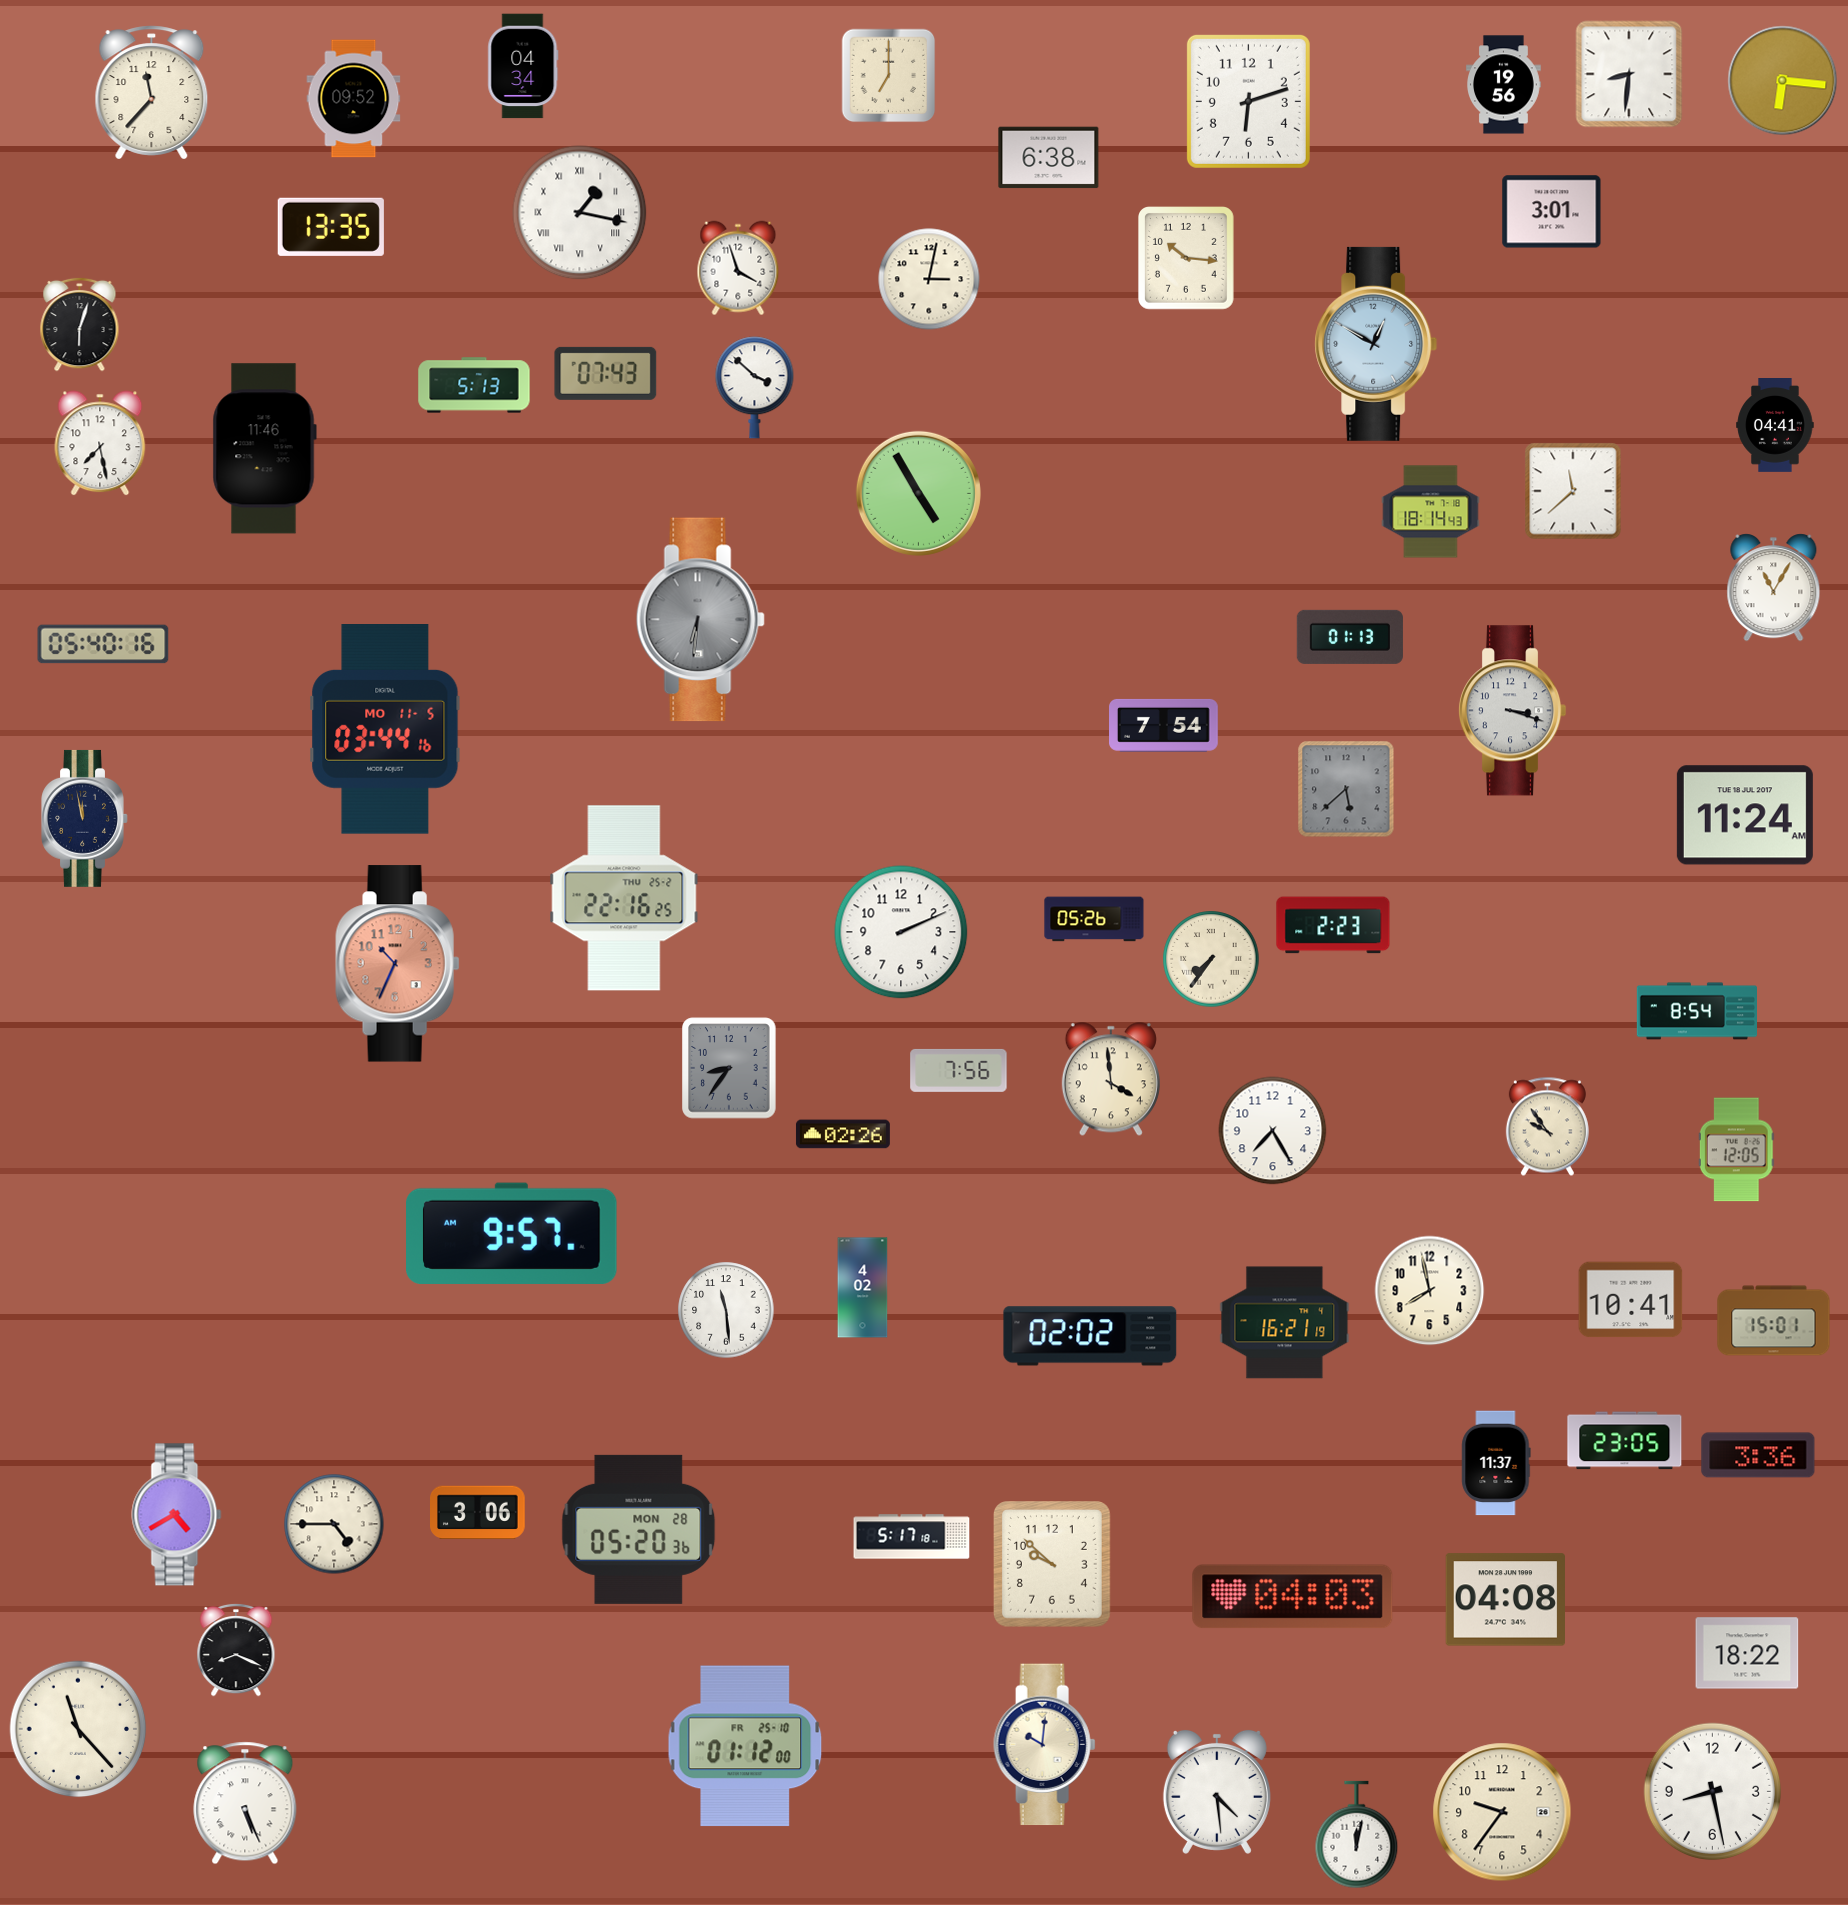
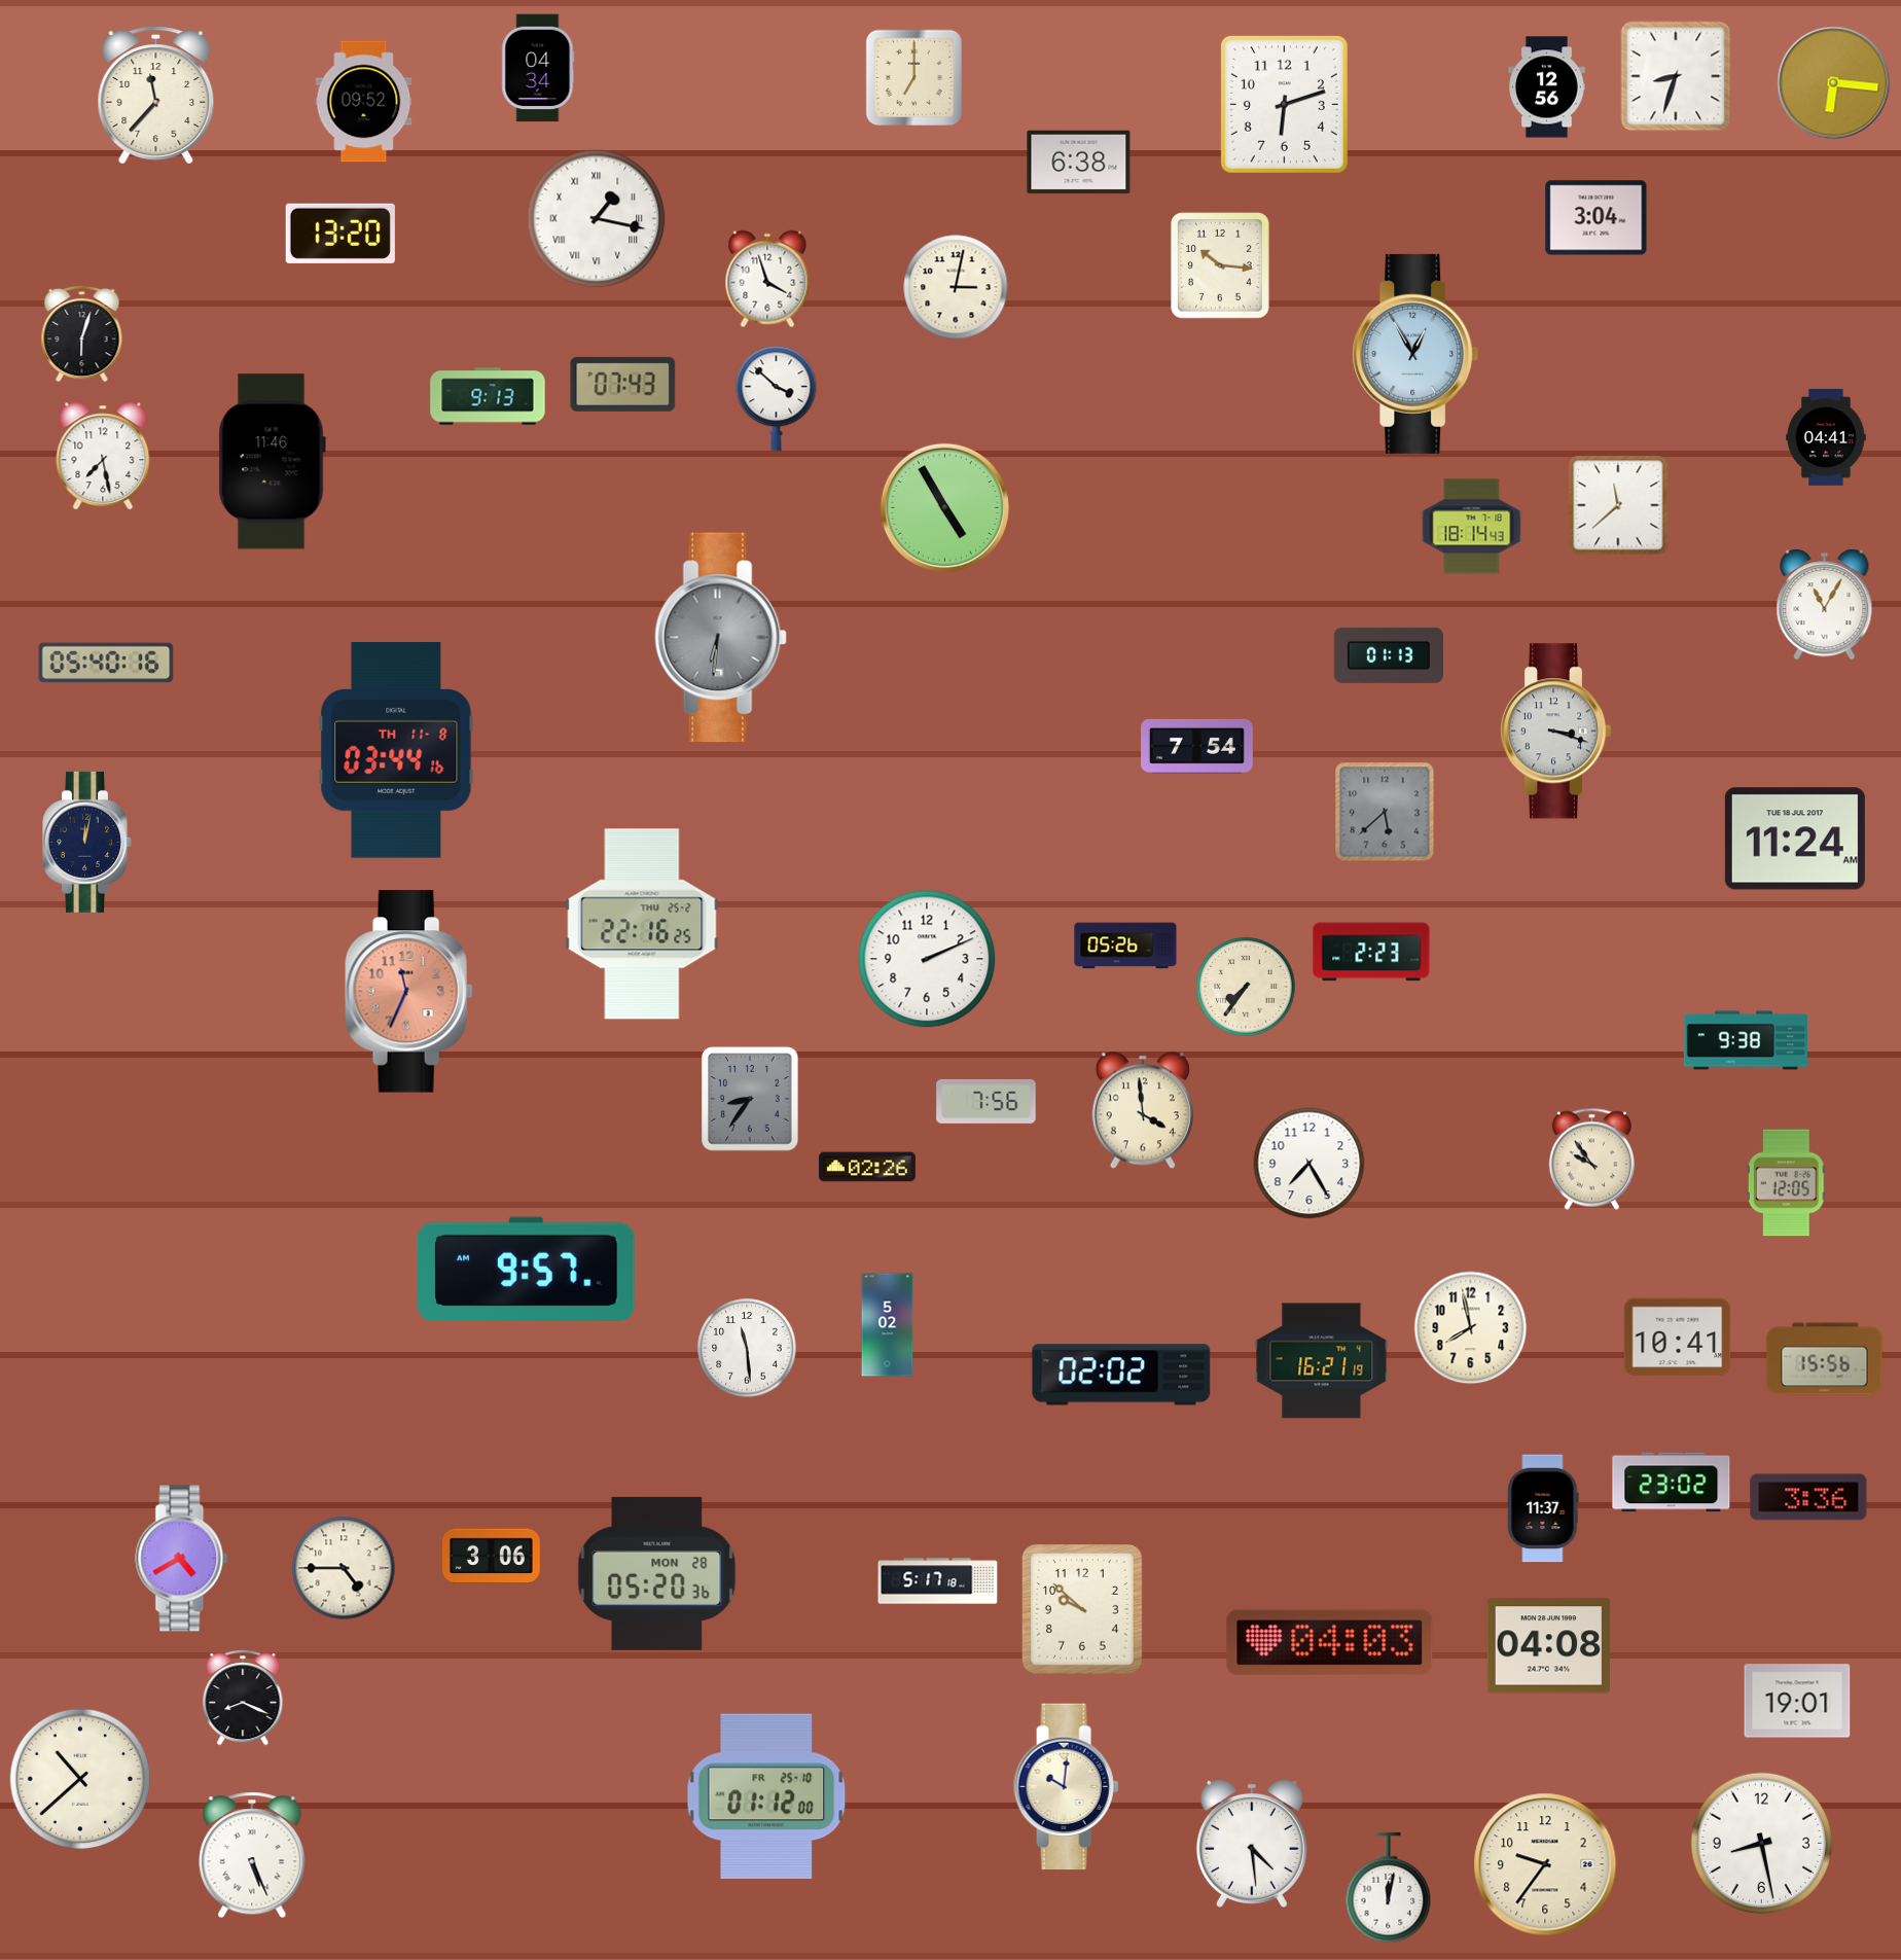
clock at (1629, 74): 8:31 -> 8:33
clock at (1504, 85): 19:56 -> 12:56
clock at (1552, 212): 3:01 -> 3:04
clock at (331, 227): 13:35 -> 13:20
clock at (738, 268) position: (738, 268) -> (767, 279)
clock at (1376, 344): 12:50 -> 12:55
clock at (474, 385): 5:13 -> 9:13
clock at (385, 730) date: MO 11-5 -> TH 11-8
clock at (85, 818): 11:58 -> 12:02
clock at (398, 964): 10:34 -> 11:34
clock at (1696, 1011): 8:54 -> 9:38
clock at (863, 1288): 4:02 -> 5:02
clock at (1774, 1321): 15:01 -> 15:56
clock at (1625, 1441): 23:05 -> 23:02
clock at (1496, 1463) position: (1496, 1463) -> (1543, 1508)
clock at (1747, 1653): 18:22 -> 19:01
clock at (78, 1729): 11:23 -> 10:38
clock at (1045, 1745) position: (1045, 1745) -> (1067, 1787)
clock at (1357, 1835) position: (1357, 1835) -> (1389, 1888)
